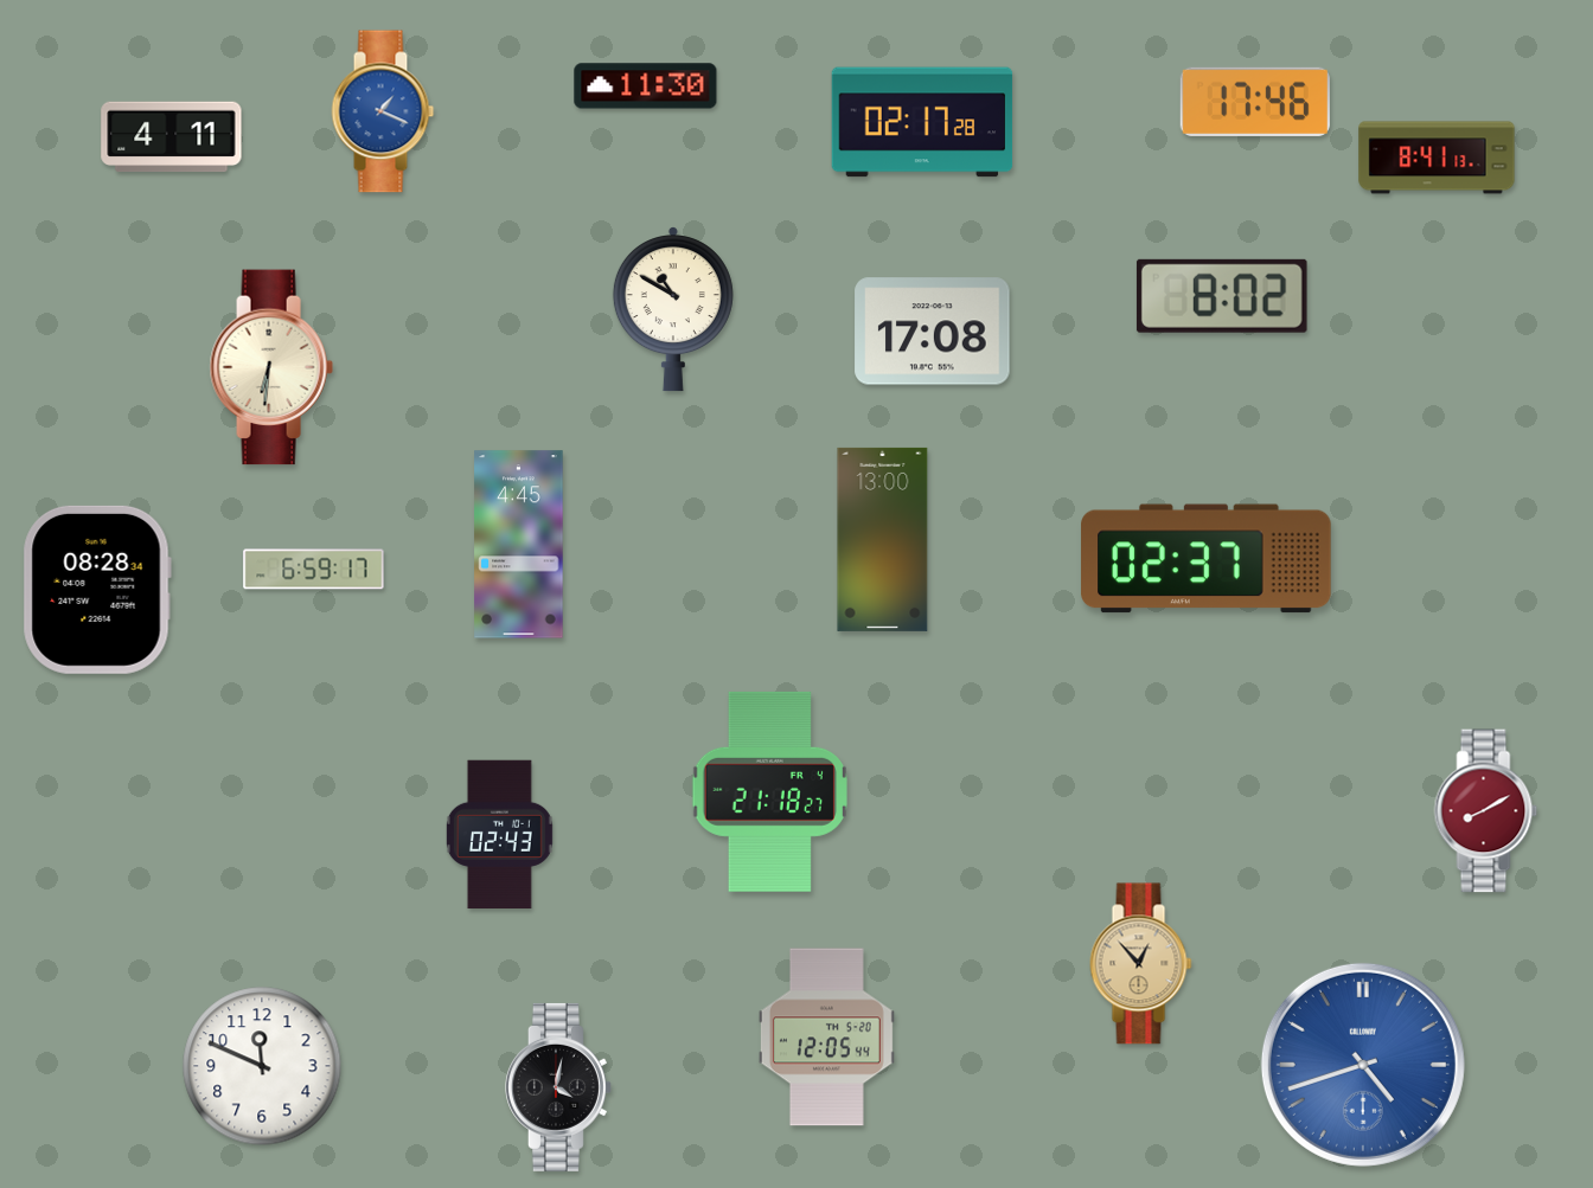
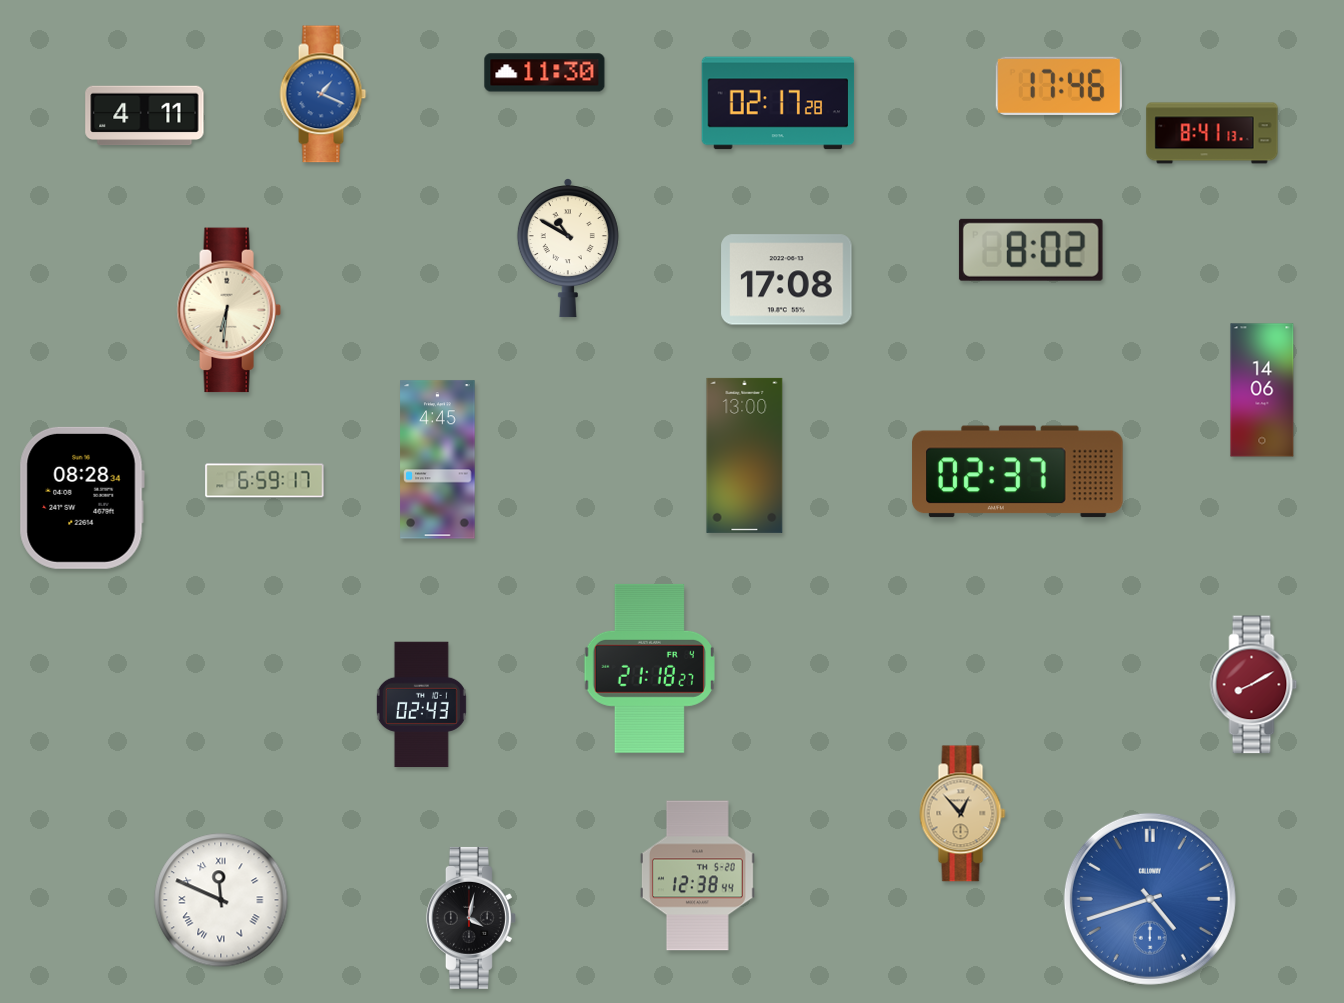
clock at (673, 309) position: (673, 309) -> (568, 248)
clock at (1262, 390): none -> 14:06
clock at (826, 1038): 12:05 -> 12:38
clock at (262, 1066) numerals: Arabic -> Roman
